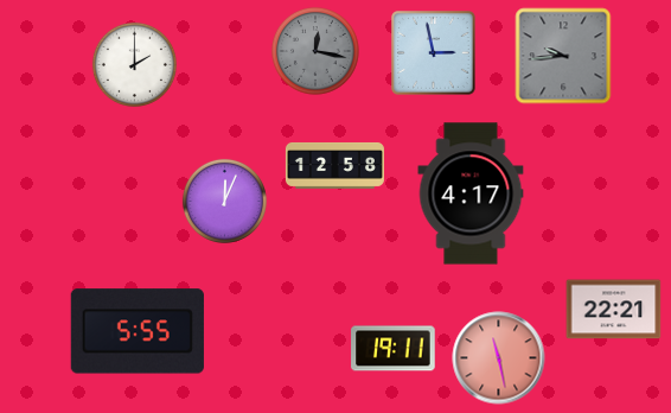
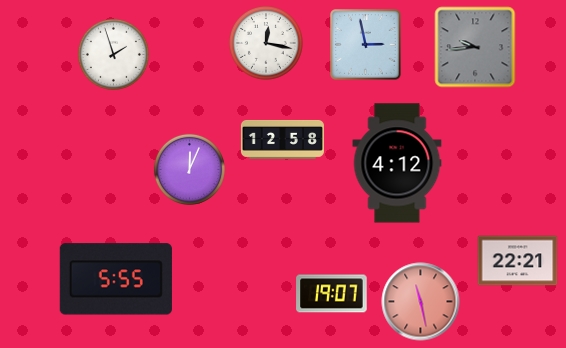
clock at (315, 51) dial: grey -> white
clock at (134, 64): 2:00 -> 1:57
clock at (471, 193): 4:17 -> 4:12
clock at (394, 349): 19:11 -> 19:07
